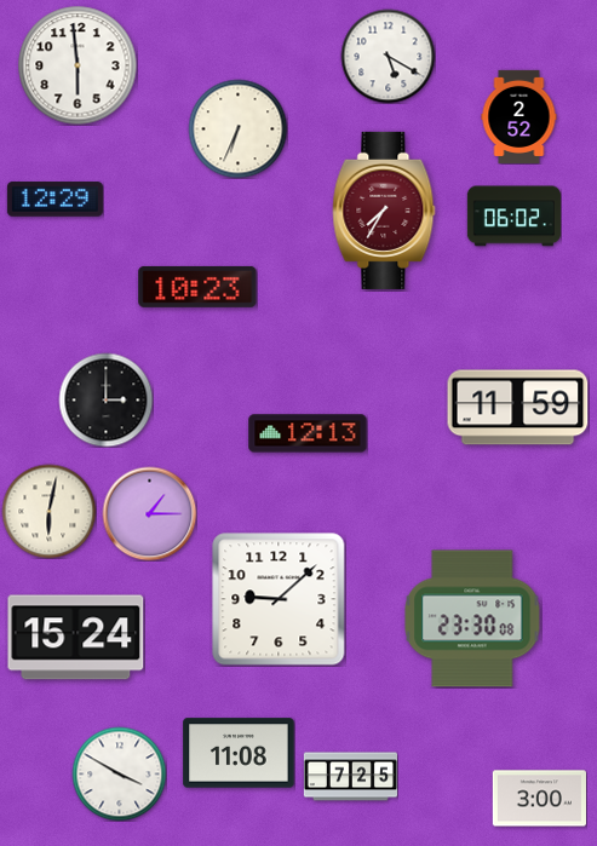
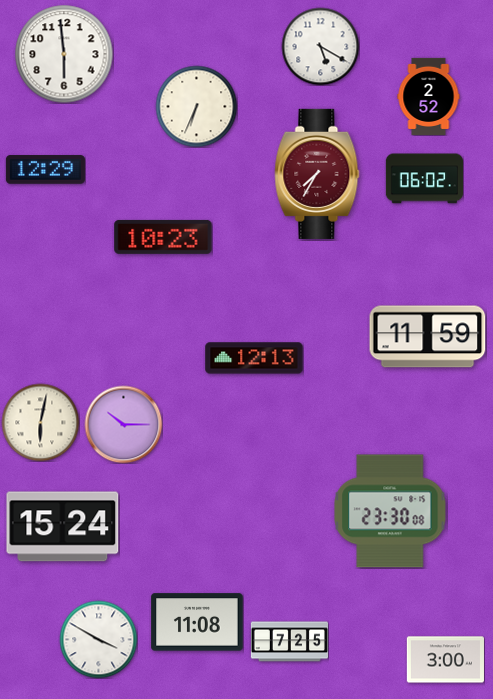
clock at (54, 200) position: (54, 200) -> (45, 170)
clock at (105, 399): 3:00 -> none
clock at (149, 513): 1:15 -> 10:15
clock at (279, 599): 9:08 -> none
